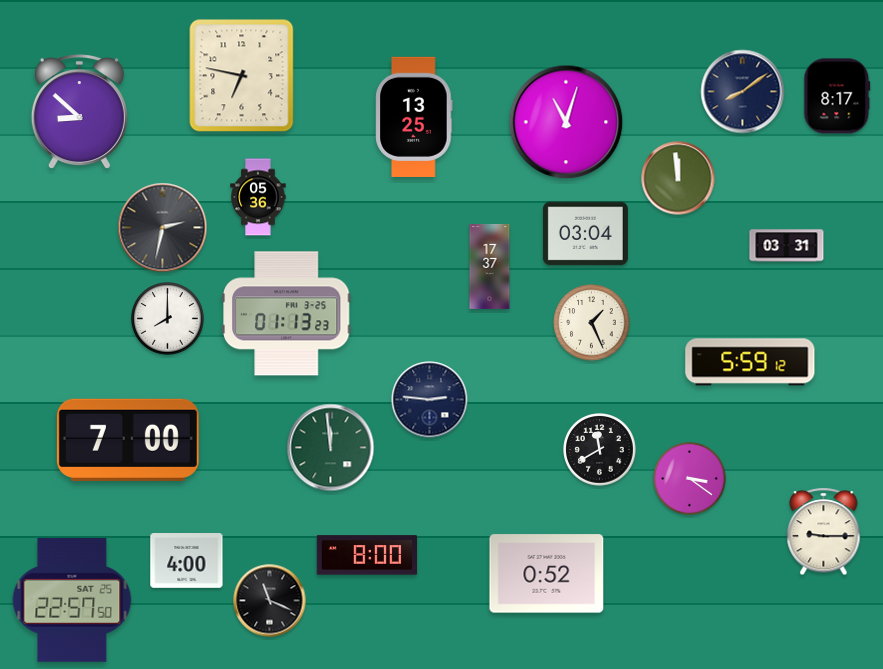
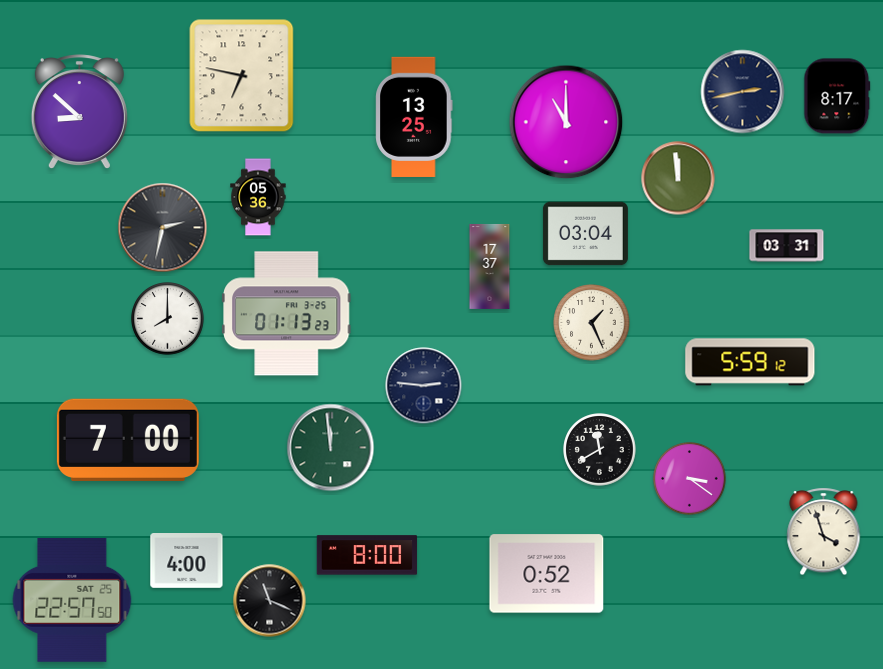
clock at (743, 92): 8:09 -> 2:43
clock at (566, 122): 11:03 -> 11:00
clock at (430, 400) position: (430, 400) -> (424, 386)
clock at (824, 532): 9:15 -> 3:57
